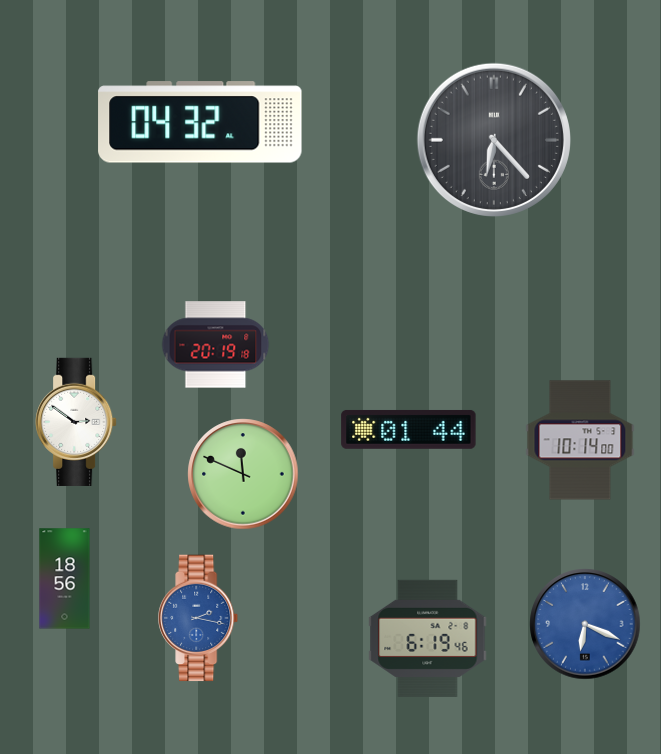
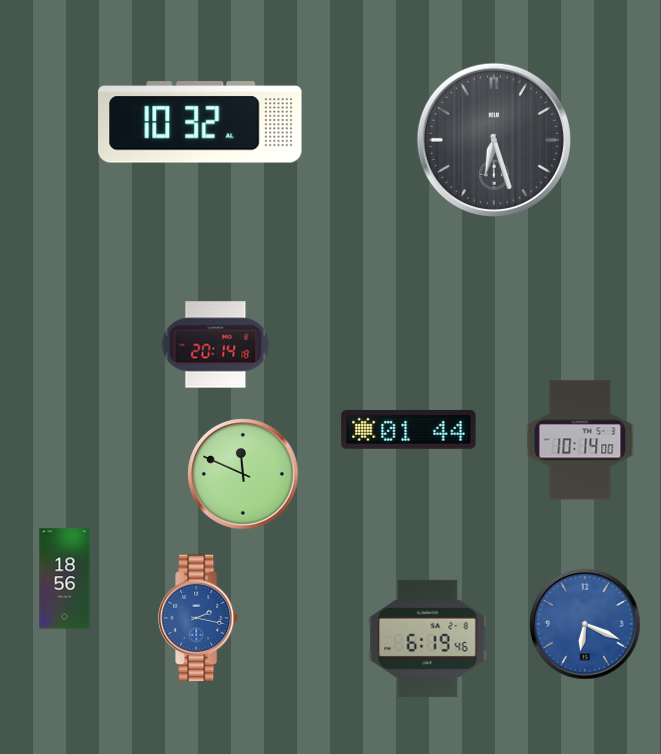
clock at (200, 122): 04:32 -> 10:32
clock at (494, 140): 6:23 -> 6:27
clock at (216, 345): 20:19 -> 20:14
clock at (76, 422): 2:51 -> none
